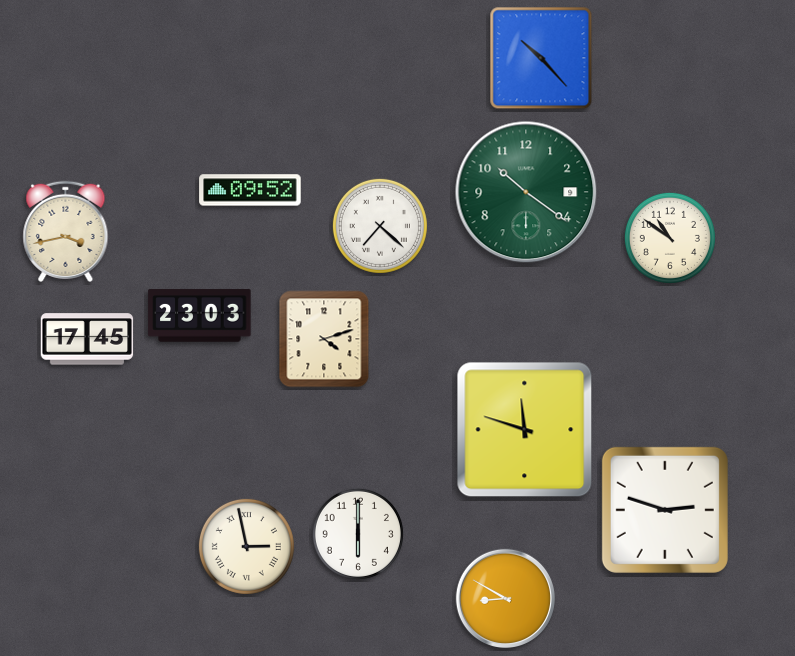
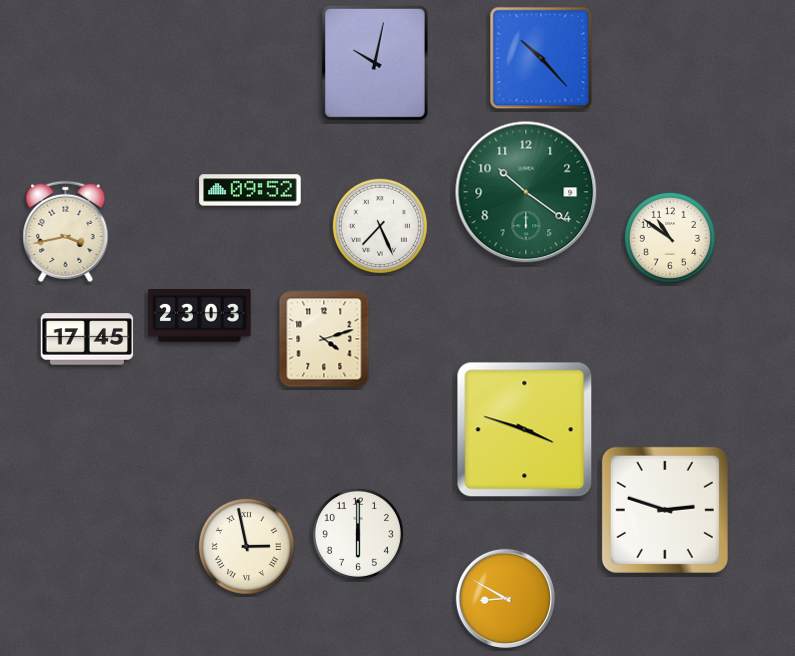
clock at (375, 63): none -> 10:02
clock at (380, 226): 7:22 -> 7:26
clock at (525, 430): 11:48 -> 3:48
